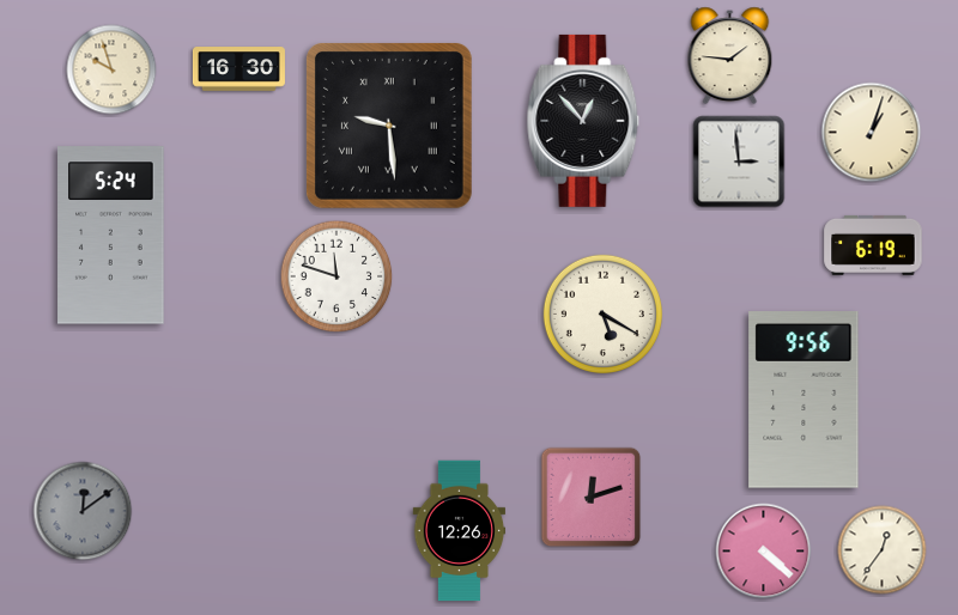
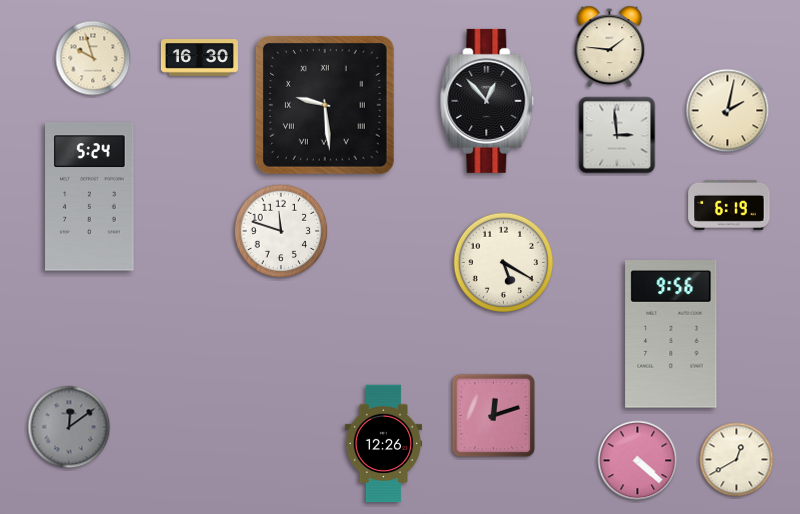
clock at (872, 133): 1:03 -> 2:02
clock at (111, 236) position: (111, 236) -> (90, 197)
clock at (883, 550): 12:36 -> 12:40
